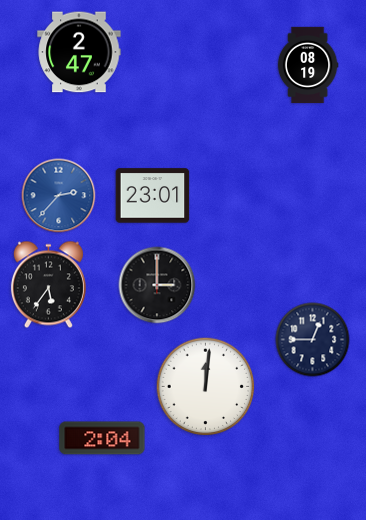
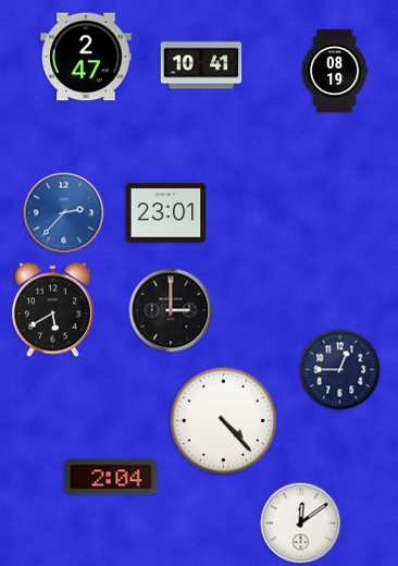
clock at (201, 65): none -> 10:41
clock at (48, 285): 5:36 -> 5:40
clock at (206, 387): 12:01 -> 4:23
clock at (301, 524): none -> 12:09
